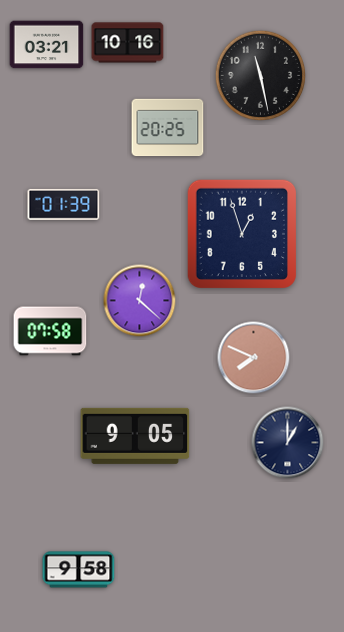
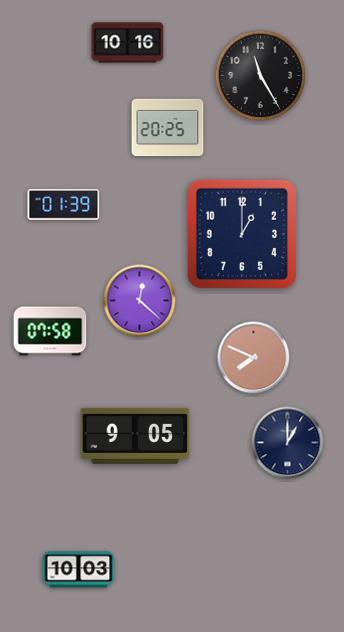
clock at (47, 45): 03:21 -> none
clock at (260, 75): 11:28 -> 11:25
clock at (241, 233): 12:57 -> 1:00
clock at (79, 570): 9:58 -> 10:03
